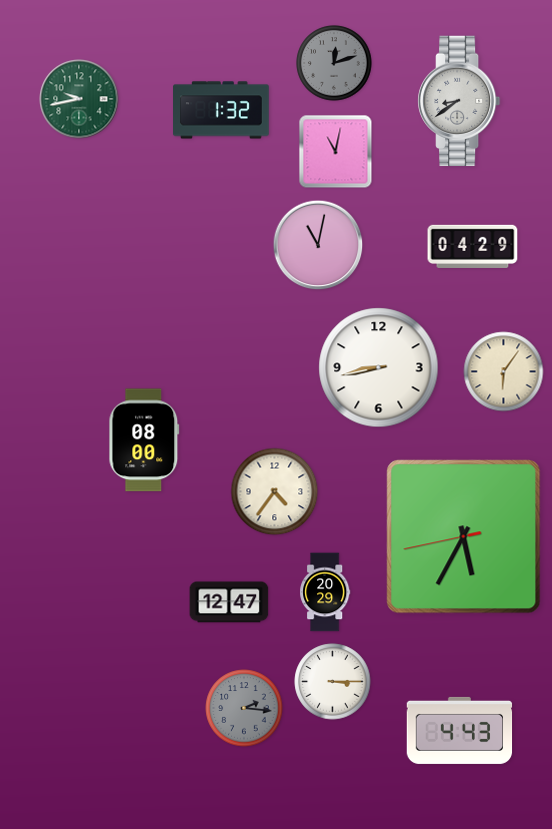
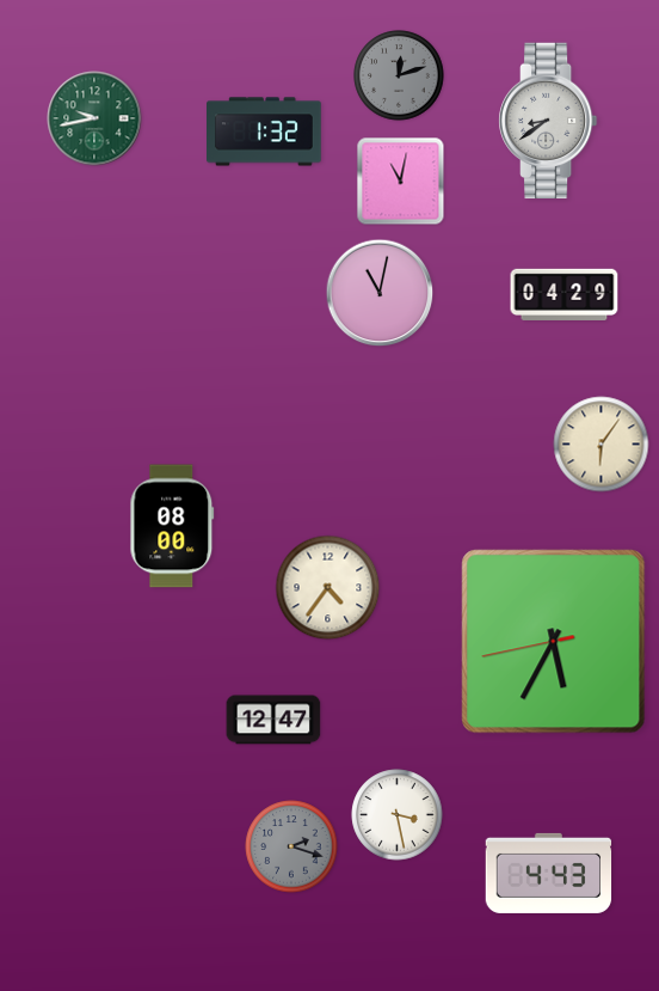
clock at (379, 368): 8:43 -> none
clock at (325, 592): 20:29 -> none
clock at (333, 682): 3:15 -> 3:28
clock at (244, 708): 2:16 -> 2:18
